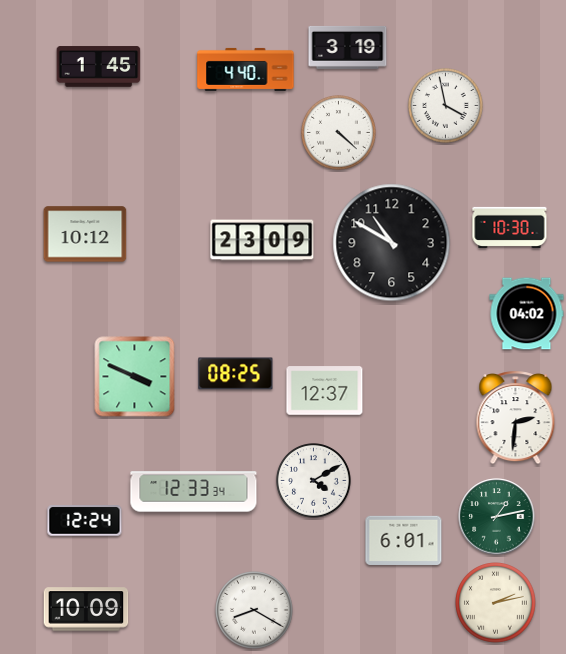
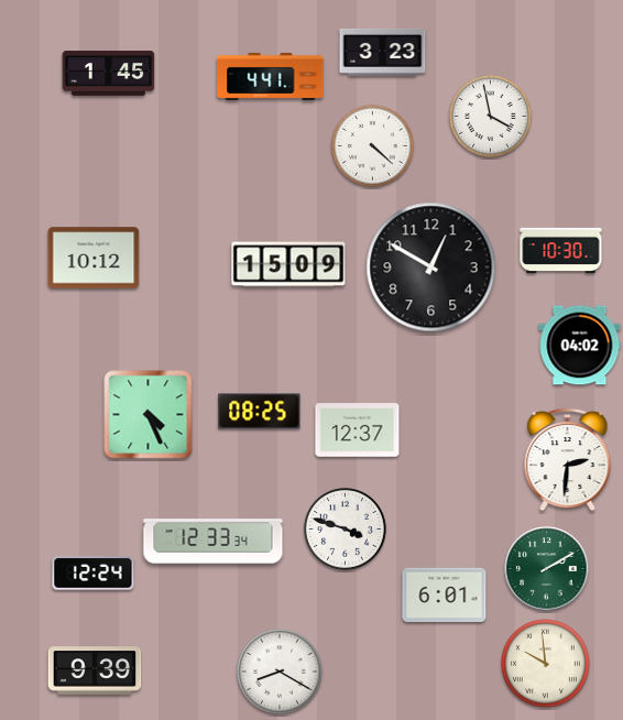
clock at (348, 47): 3:19 -> 3:23
clock at (246, 69): 4:40 -> 4:41
clock at (262, 240): 23:09 -> 15:09
clock at (392, 243): 10:50 -> 12:50
clock at (135, 377): 3:49 -> 4:26
clock at (314, 481): 4:10 -> 3:48
clock at (497, 517): 1:13 -> 2:10
clock at (496, 603): 2:13 -> 9:59
clock at (86, 609): 10:09 -> 9:39
